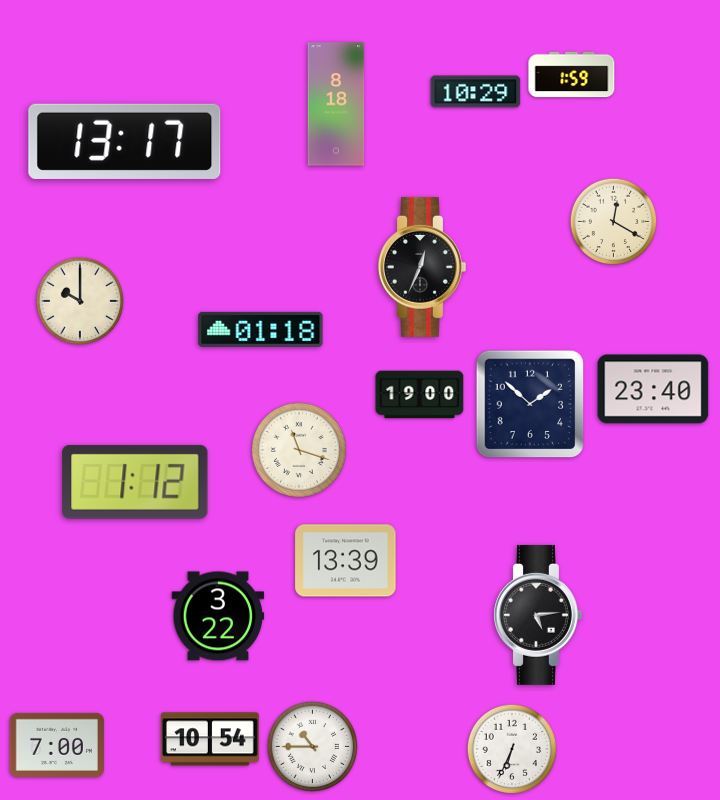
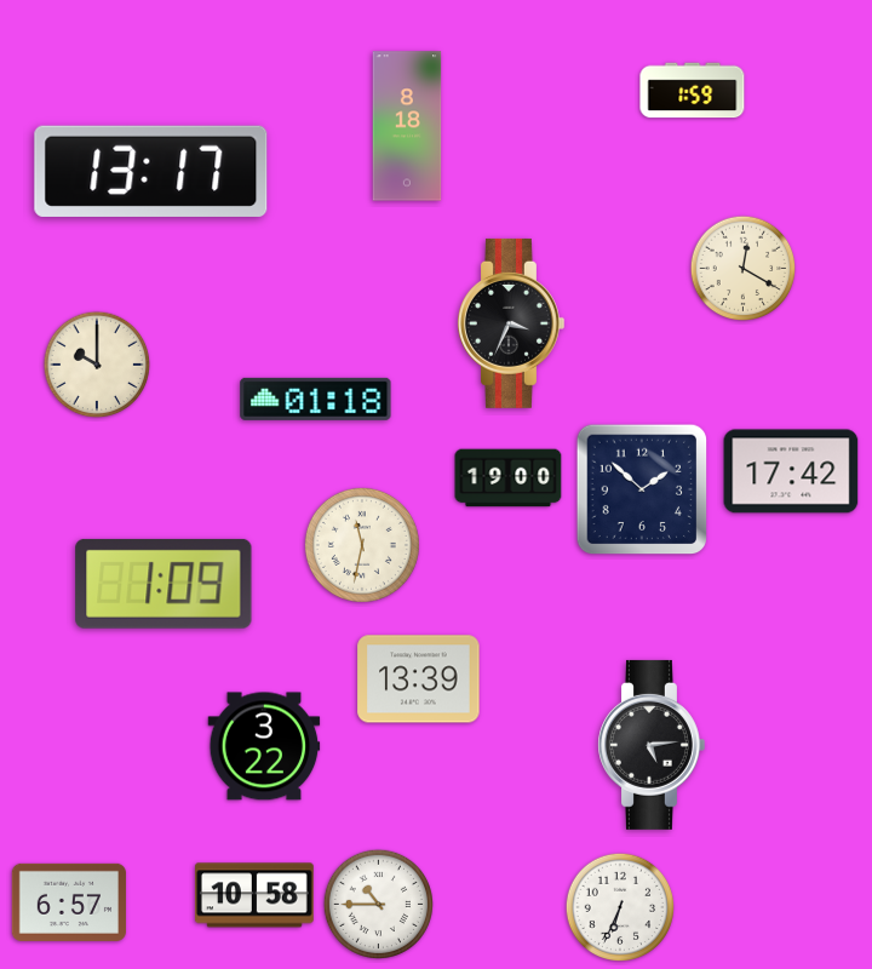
clock at (476, 92): 10:29 -> none
clock at (422, 267): 12:34 -> 3:34
clock at (653, 389): 23:40 -> 17:42
clock at (299, 450): 11:18 -> 11:32
clock at (135, 482): 1:12 -> 1:09
clock at (210, 739): 10:54 -> 10:58
clock at (57, 745): 7:00 -> 6:57
